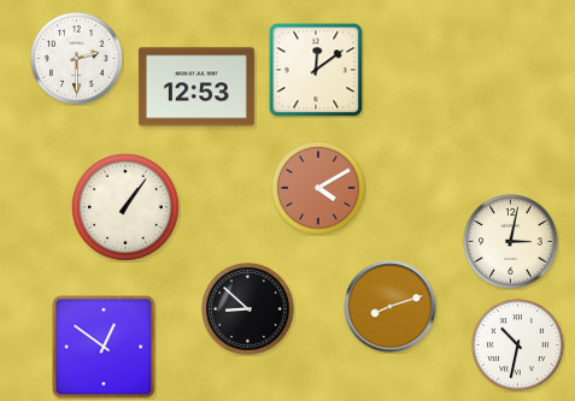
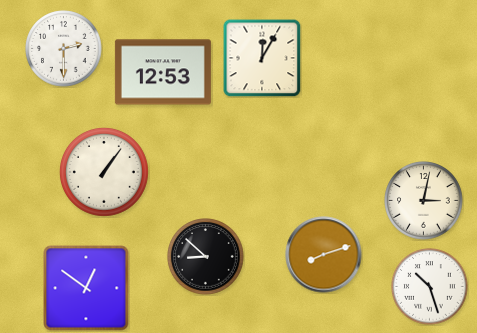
clock at (316, 70): 12:09 -> 12:05
clock at (318, 188): 4:10 -> none
clock at (518, 346): 10:32 -> 10:27
